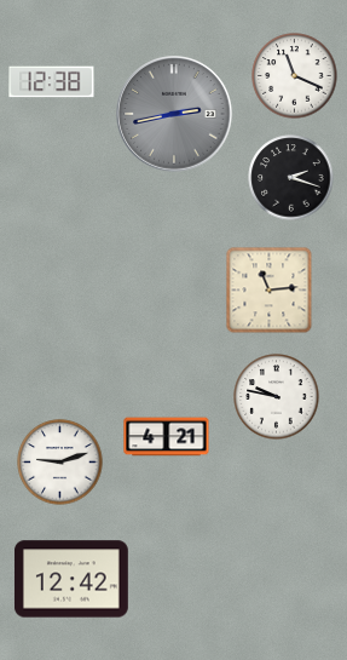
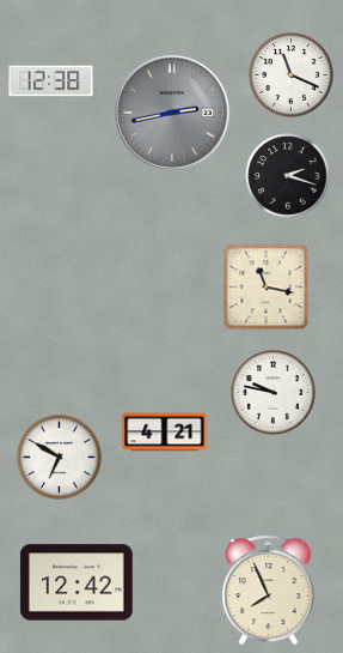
clock at (270, 291): 11:14 -> 11:17
clock at (60, 463): 9:12 -> 6:50
clock at (71, 579) position: (71, 579) -> (76, 582)
clock at (269, 591): none -> 7:56
